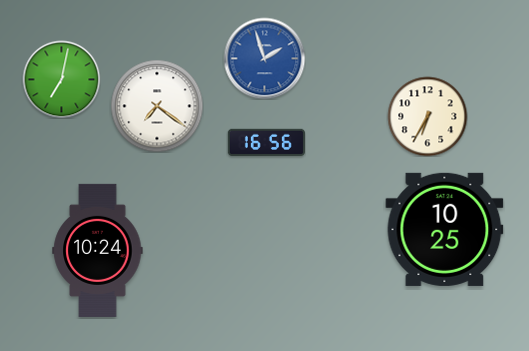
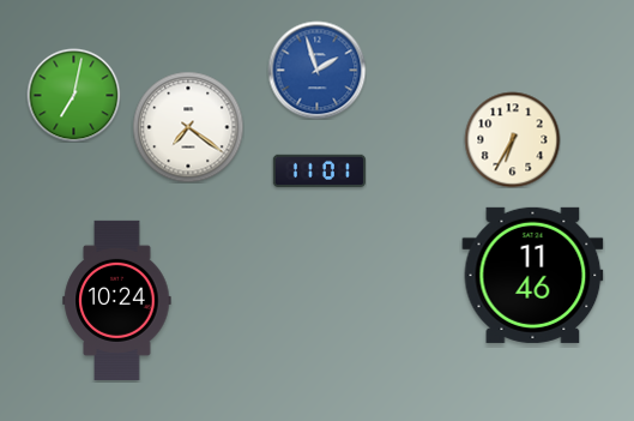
clock at (266, 142): 16:56 -> 11:01
clock at (445, 229): 10:25 -> 11:46
